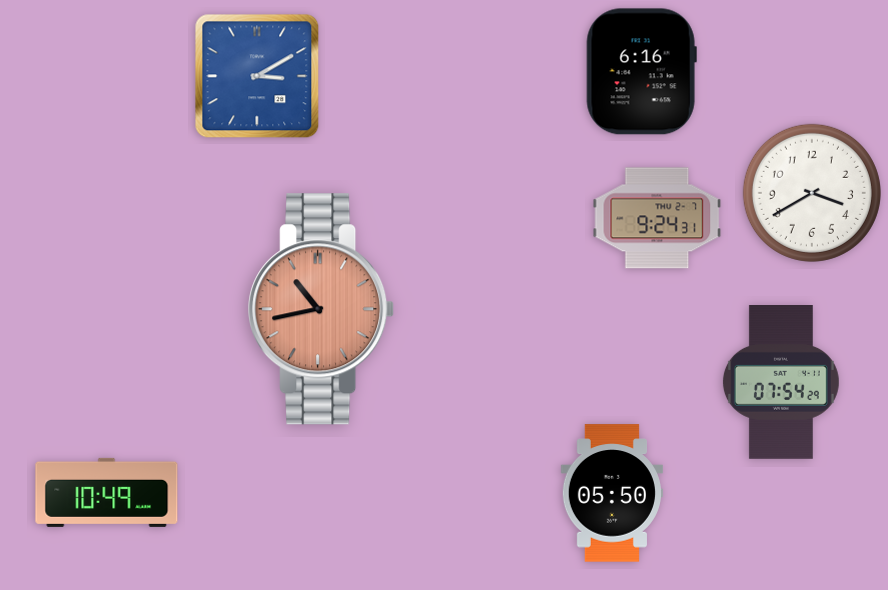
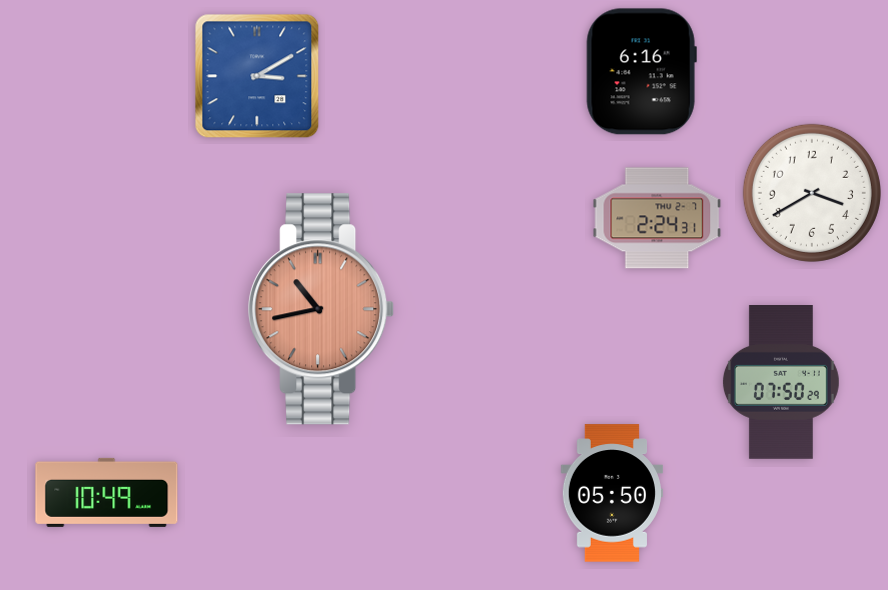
clock at (657, 218): 9:24 -> 2:24
clock at (781, 383): 07:54 -> 07:50
